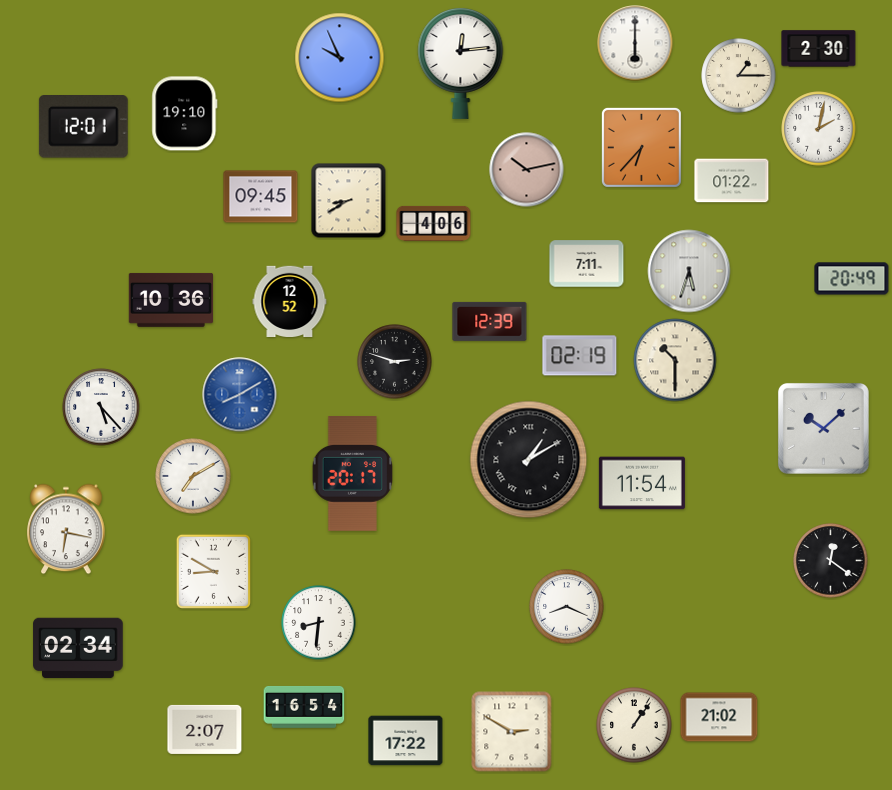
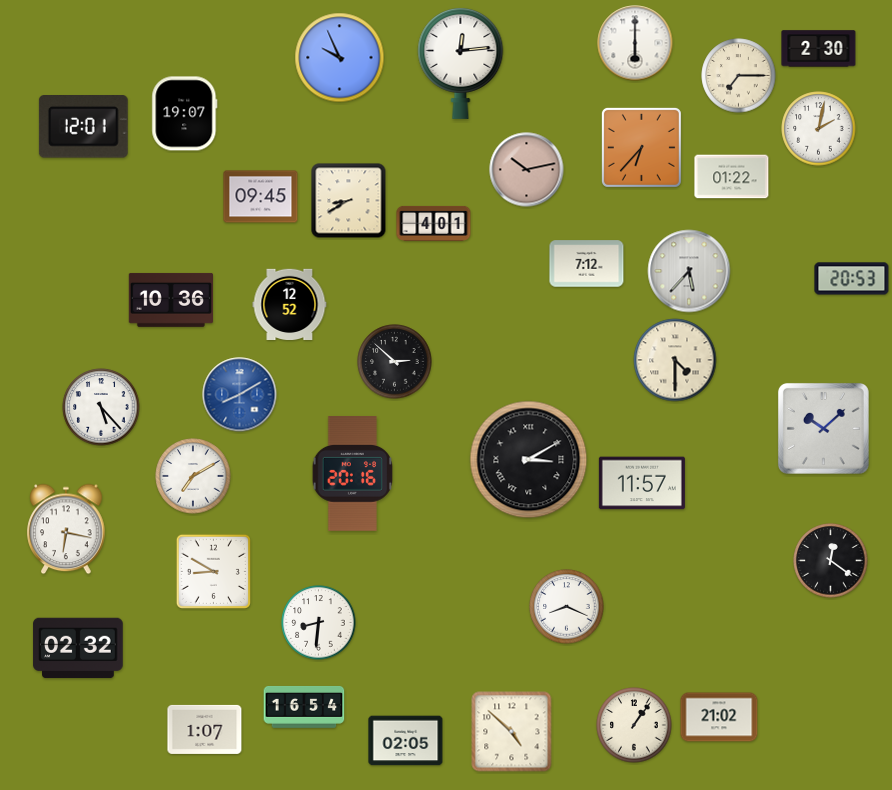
clock at (739, 76): 1:15 -> 7:15
clock at (185, 114): 19:10 -> 19:07
clock at (732, 181) position: (732, 181) -> (732, 177)
clock at (434, 223): 4:06 -> 4:01
clock at (587, 264): 7:11 -> 7:12
clock at (689, 271): 5:33 -> 5:37
clock at (852, 279): 20:49 -> 20:53
clock at (290, 301) position: (290, 301) -> (290, 304)
clock at (490, 321): 12:39 -> none
clock at (580, 356): 02:19 -> none
clock at (675, 360): 10:30 -> 4:30
clock at (395, 362): 2:48 -> 2:52
clock at (529, 460): 1:10 -> 3:10
clock at (352, 474): 20:17 -> 20:16
clock at (642, 483): 11:54 -> 11:57
clock at (78, 648): 02:34 -> 02:32
clock at (205, 729): 2:07 -> 1:07
clock at (512, 732): 2:50 -> 4:52
clock at (406, 741): 17:22 -> 02:05
